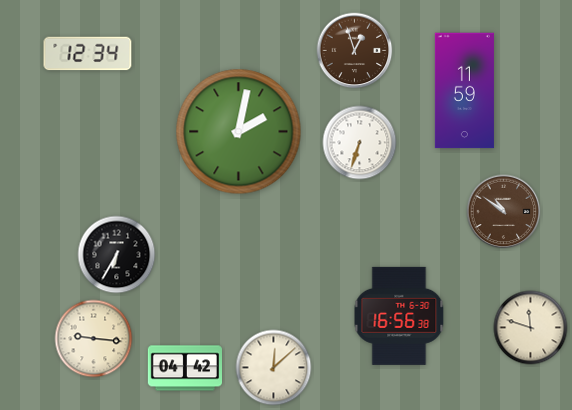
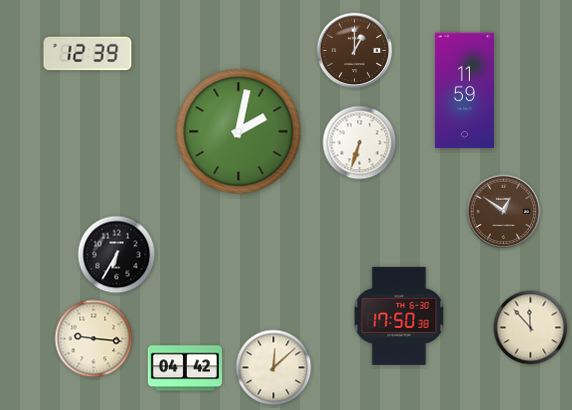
clock at (355, 51): 12:57 -> 1:00
clock at (88, 54): 12:34 -> 12:39
clock at (504, 212): 10:51 -> 12:51
clock at (399, 316): 16:56 -> 17:50
clock at (531, 328): 11:48 -> 11:53
